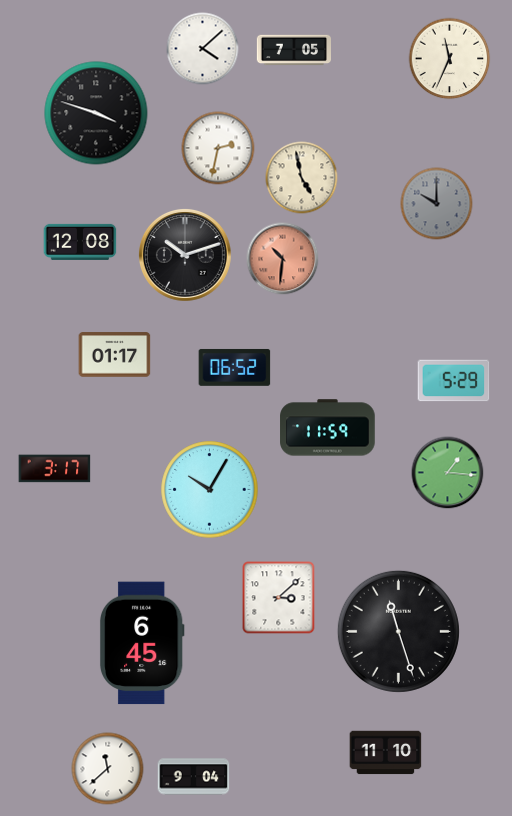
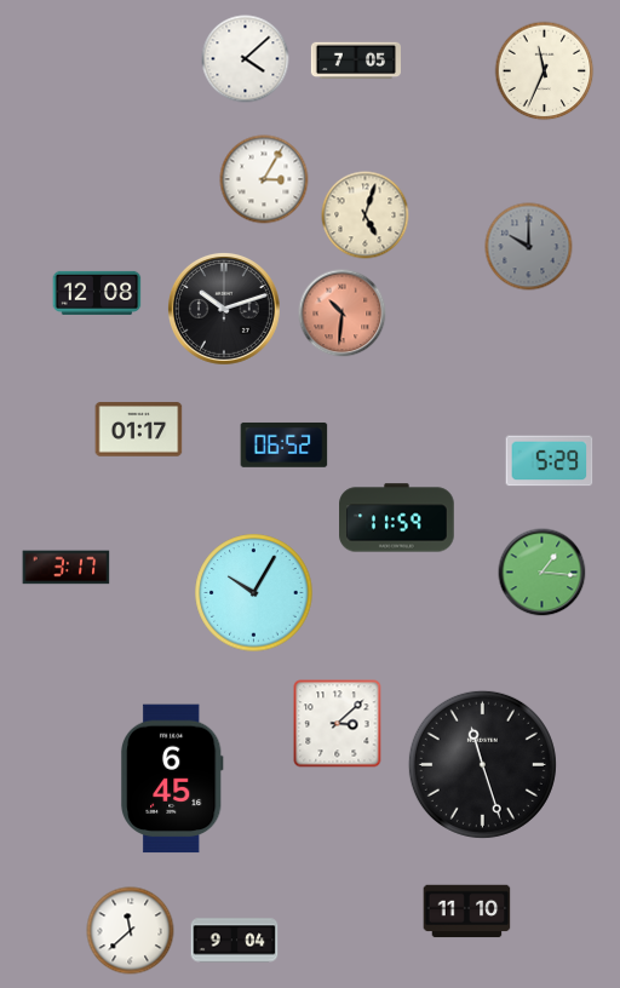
clock at (96, 113): 3:48 -> none
clock at (218, 148): 2:32 -> 3:05
clock at (302, 178): 4:58 -> 5:03
